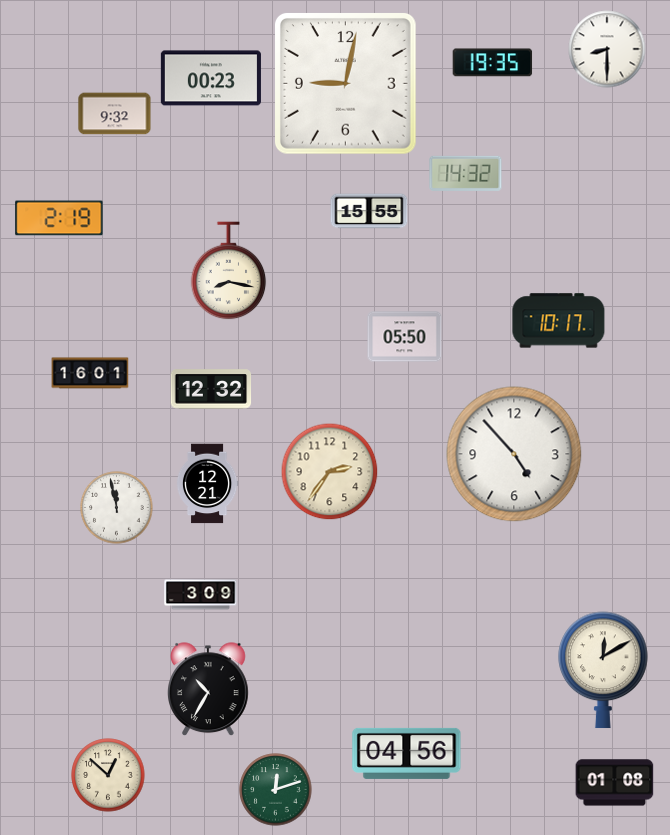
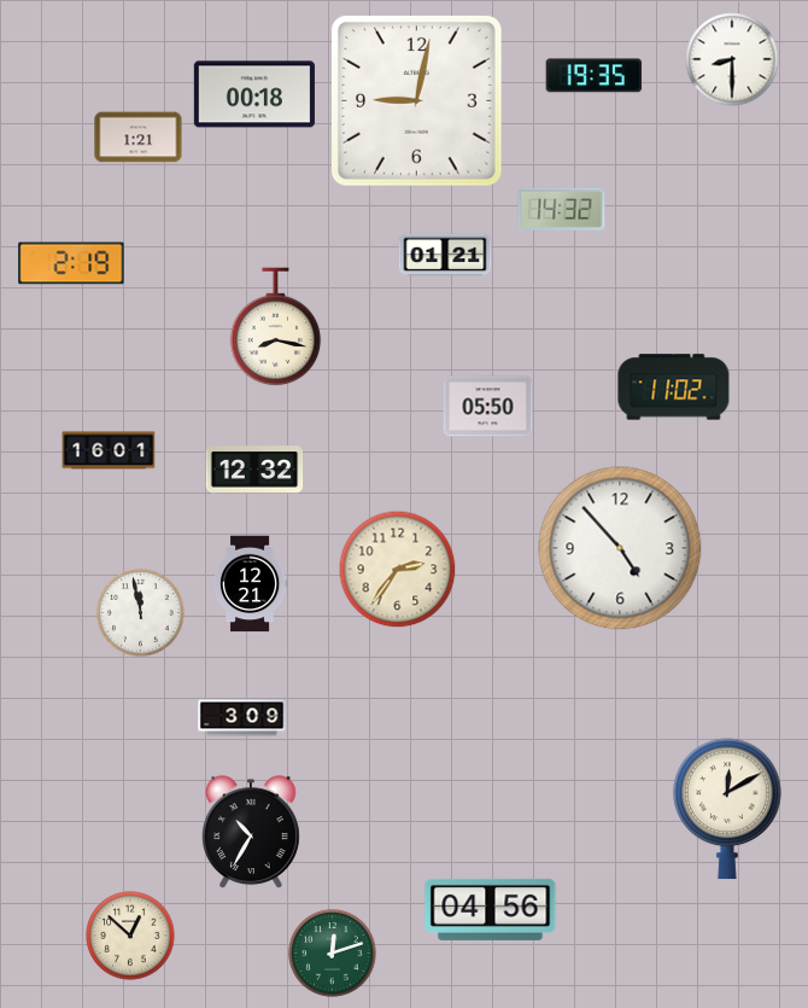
clock at (211, 78): 00:23 -> 00:18
clock at (115, 114): 9:32 -> 1:21
clock at (369, 211): 15:55 -> 01:21
clock at (559, 321): 10:17 -> 11:02
clock at (615, 783): 01:08 -> none
